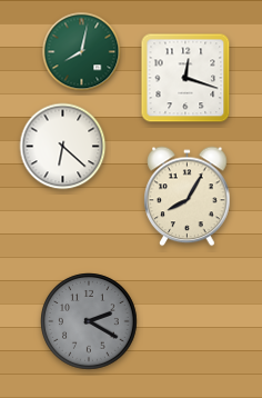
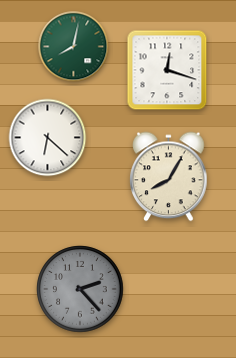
clock at (63, 147) position: (63, 147) -> (48, 138)
clock at (89, 321): 2:20 -> 2:23
